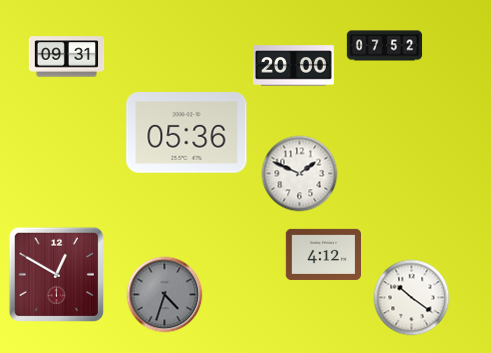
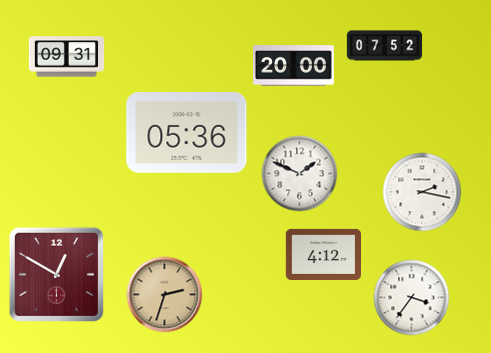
clock at (422, 192): none -> 2:17
clock at (165, 295): 4:33 -> 2:33
clock at (165, 295) dial: grey -> champagne
clock at (412, 298): 10:21 -> 3:36
